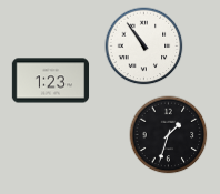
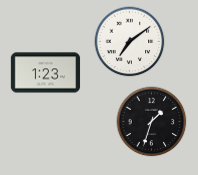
clock at (144, 47): 10:54 -> 7:09
